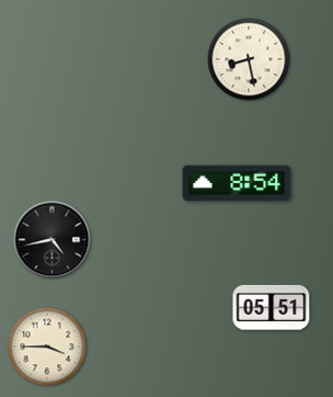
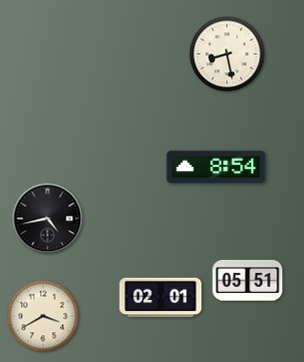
clock at (161, 298): none -> 02:01
clock at (47, 347): 3:45 -> 3:40
